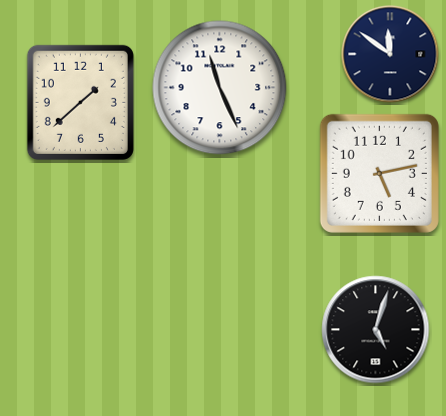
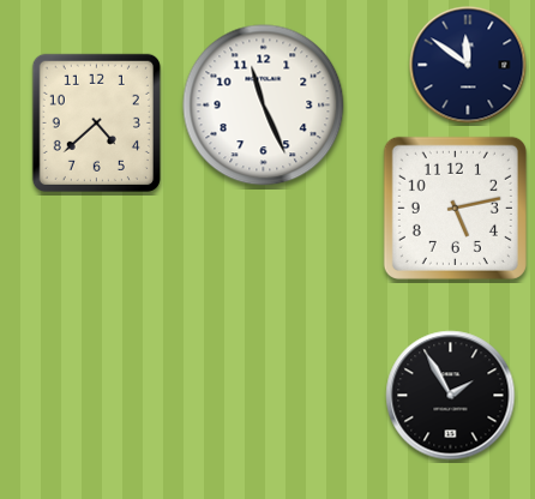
clock at (80, 102): 1:38 -> 4:38
clock at (376, 330): 5:03 -> 1:55
